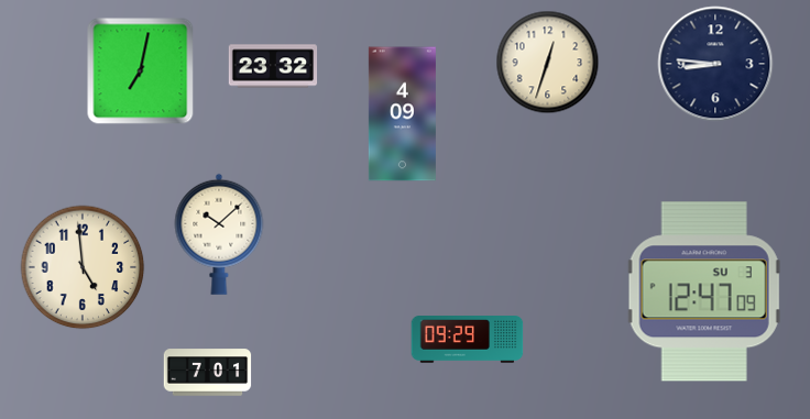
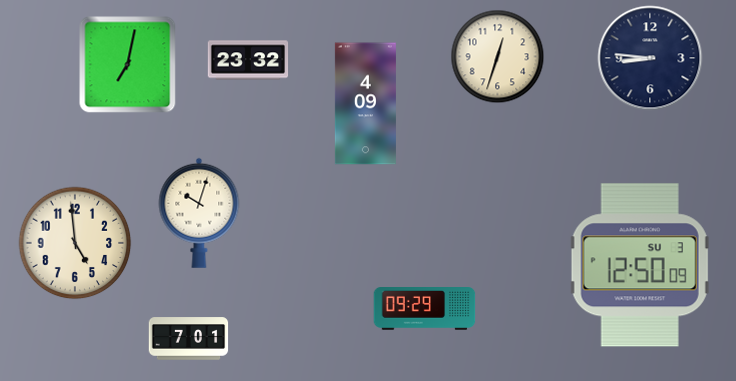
clock at (219, 234): 10:08 -> 10:03
clock at (704, 291): 12:47 -> 12:50
